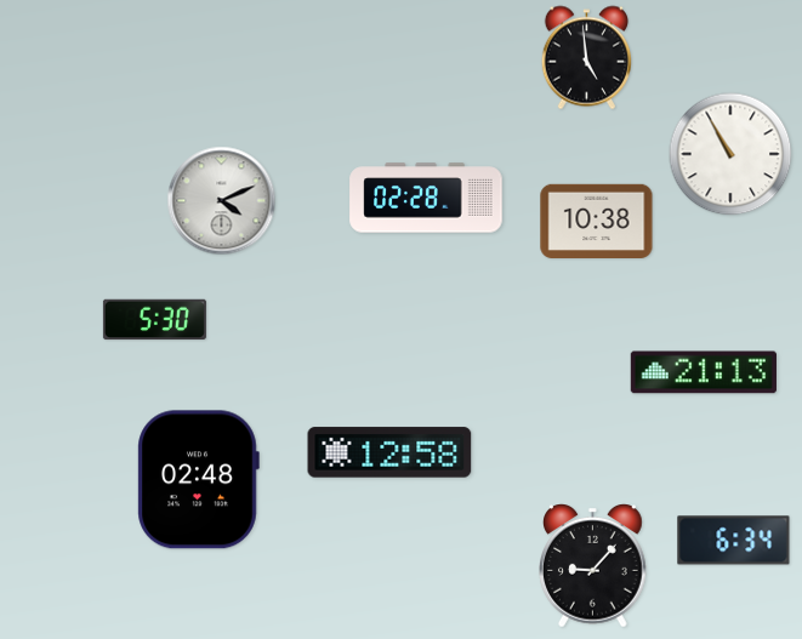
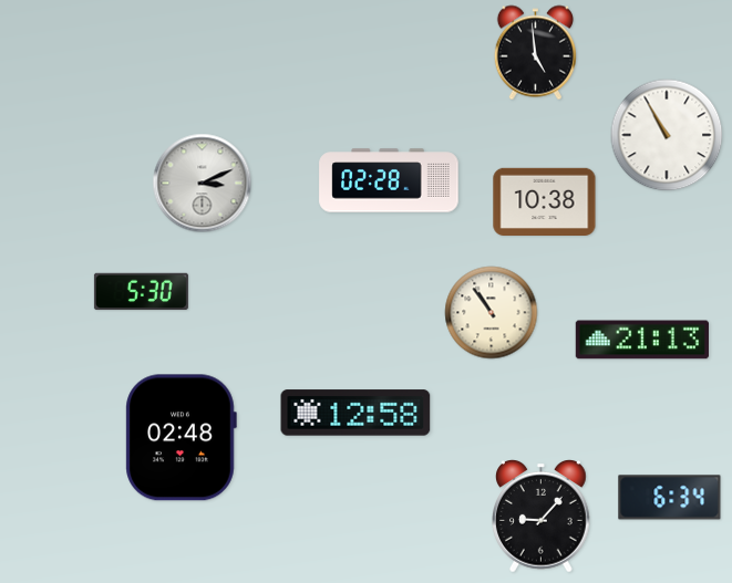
clock at (730, 154) position: (730, 154) -> (667, 135)
clock at (222, 201): 4:11 -> 3:11
clock at (492, 313): none -> 10:54
clock at (734, 541) position: (734, 541) -> (670, 498)
